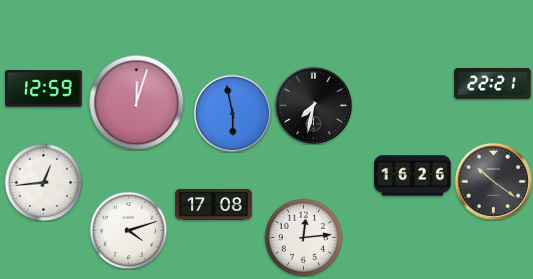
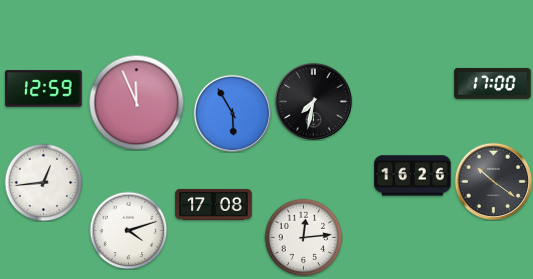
clock at (493, 83): 22:21 -> 17:00
clock at (136, 102): 12:03 -> 11:56
clock at (313, 105) position: (313, 105) -> (313, 101)
clock at (232, 113): 5:58 -> 5:55
